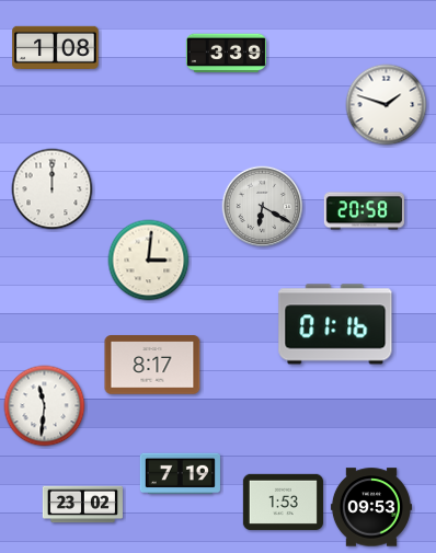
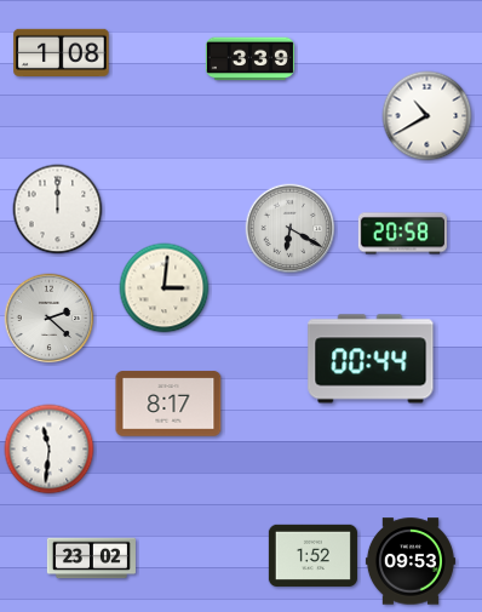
clock at (387, 105): 1:48 -> 10:40
clock at (50, 319): none -> 2:22
clock at (335, 324): 01:16 -> 00:44
clock at (180, 474): 7:19 -> none
clock at (283, 502): 1:53 -> 1:52
